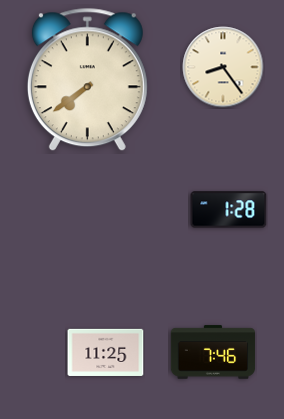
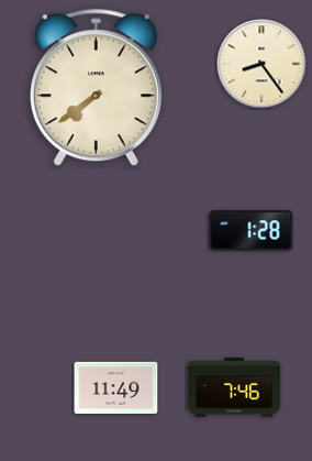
clock at (223, 67) position: (223, 67) -> (261, 64)
clock at (106, 352): 11:25 -> 11:49
